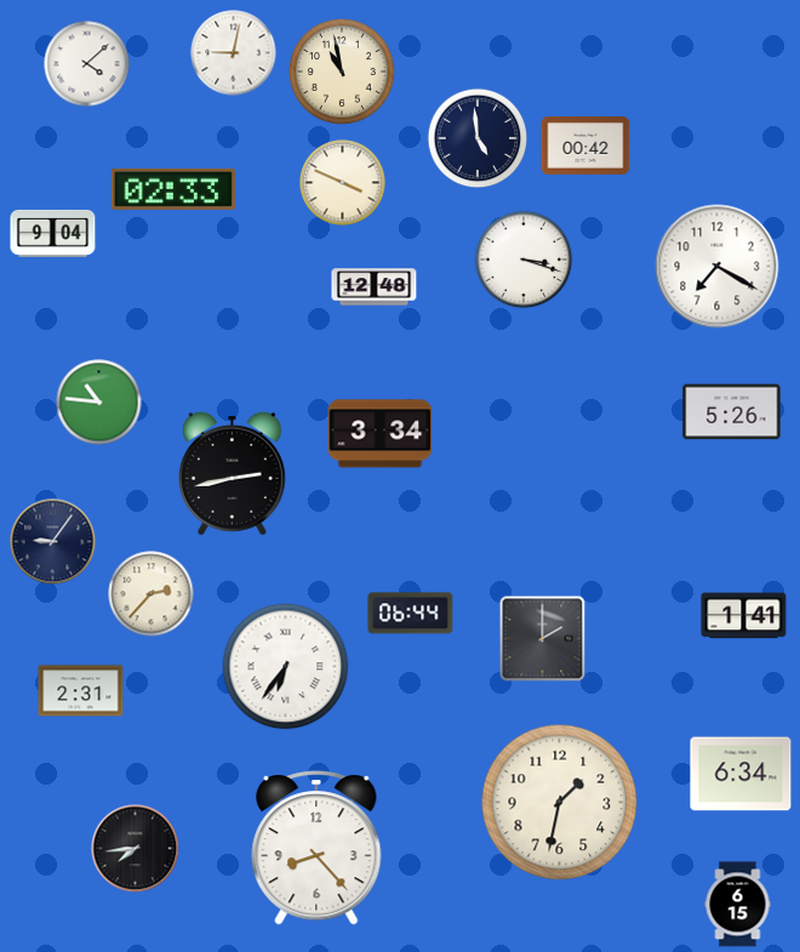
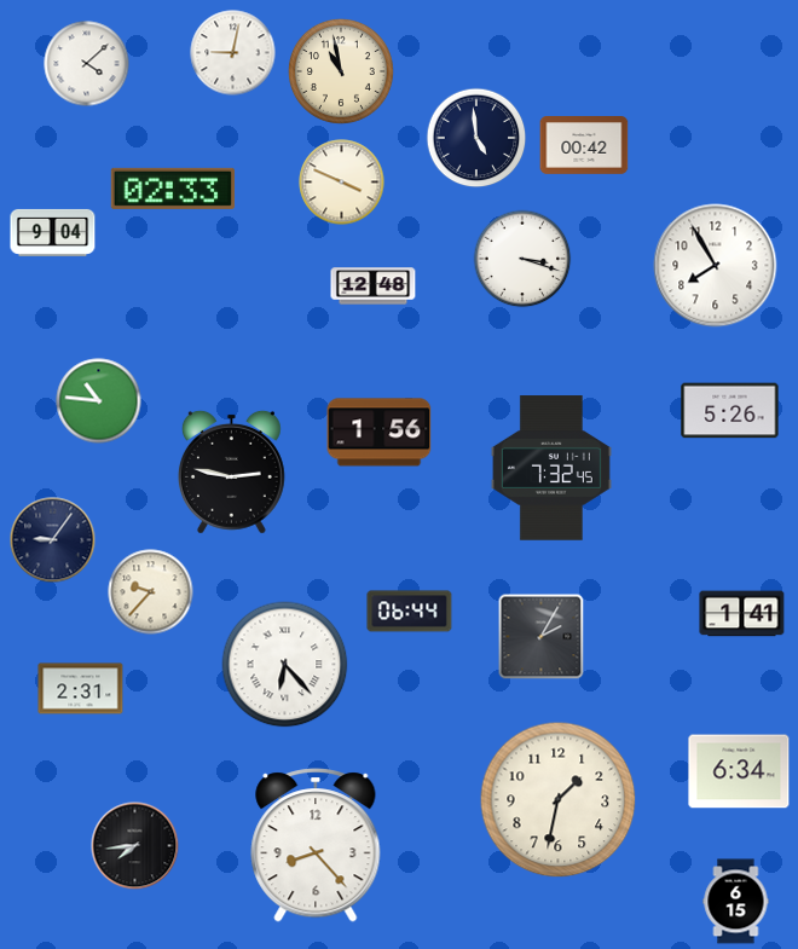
clock at (718, 267): 7:20 -> 7:55
clock at (381, 434): 3:34 -> 1:56
clock at (551, 468): none -> 7:32
clock at (232, 473): 2:43 -> 2:47
clock at (152, 594): 2:37 -> 9:37
clock at (543, 639): 2:00 -> 2:05
clock at (286, 667): 6:36 -> 6:23
